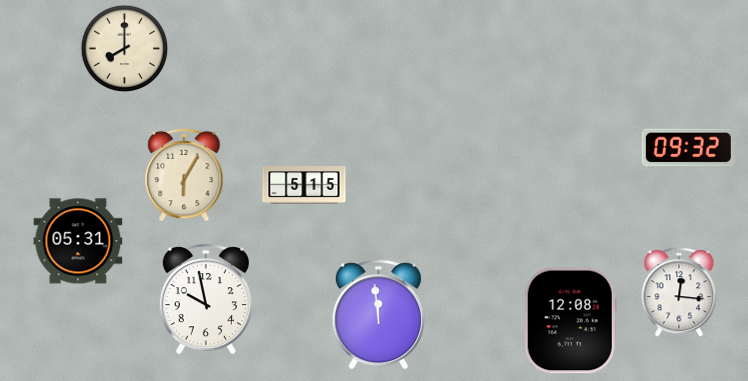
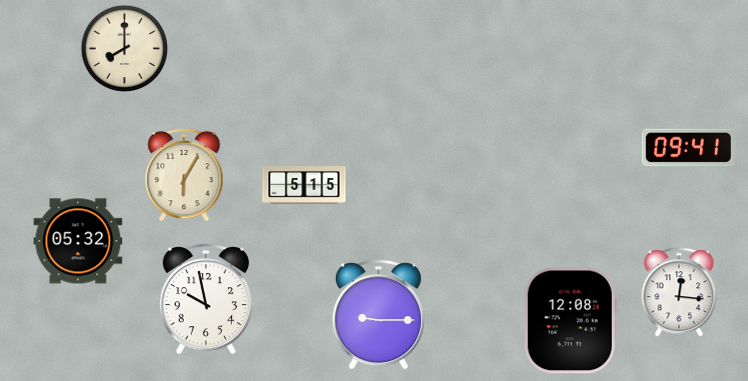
clock at (688, 148): 09:32 -> 09:41
clock at (78, 241): 05:31 -> 05:32
clock at (378, 315): 11:59 -> 9:15
